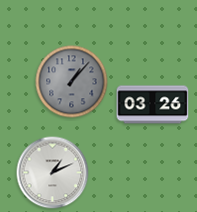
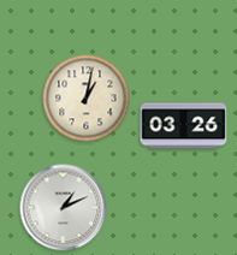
clock at (72, 82): 1:07 -> 1:02
clock at (72, 82) dial: grey -> cream
